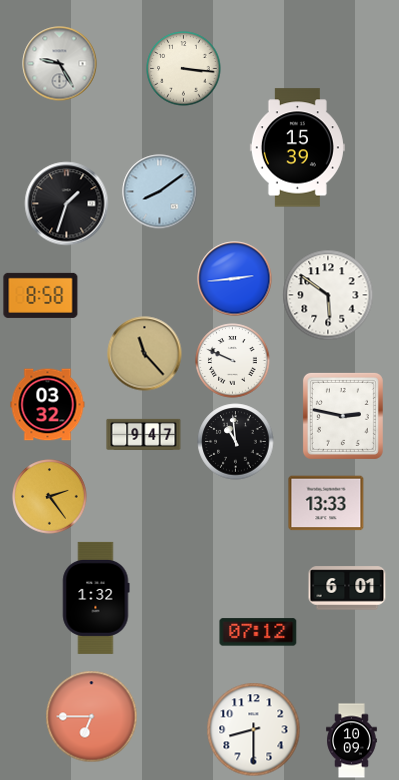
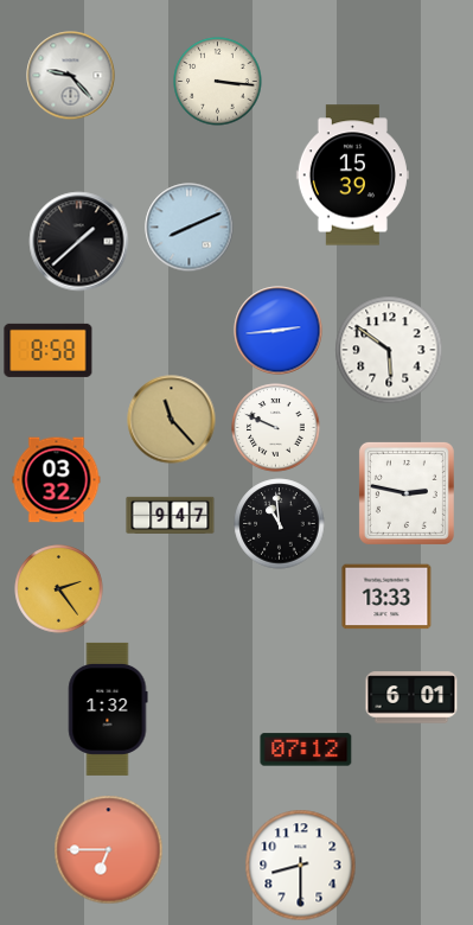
clock at (60, 64): 9:25 -> 9:23
clock at (160, 192): 8:09 -> 8:11
clock at (67, 204): 1:33 -> 1:38
clock at (96, 598) position: (96, 598) -> (108, 709)
clock at (352, 741): 10:09 -> none
